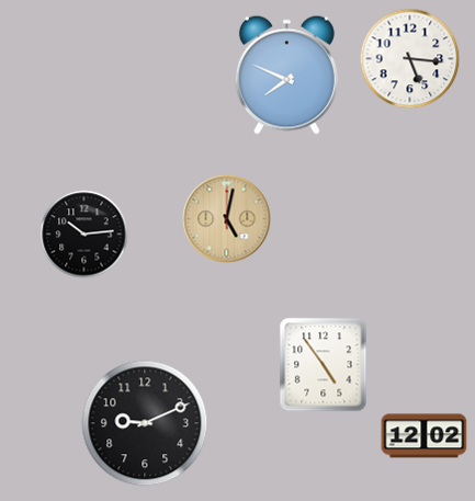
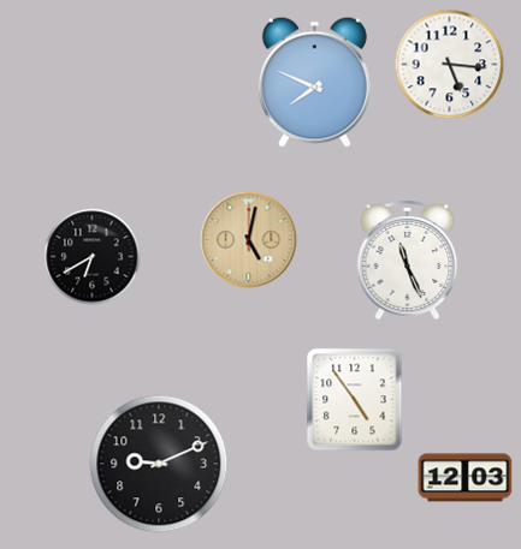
clock at (84, 235): 10:14 -> 6:40
clock at (408, 259): none -> 11:26
clock at (425, 436): 12:02 -> 12:03
